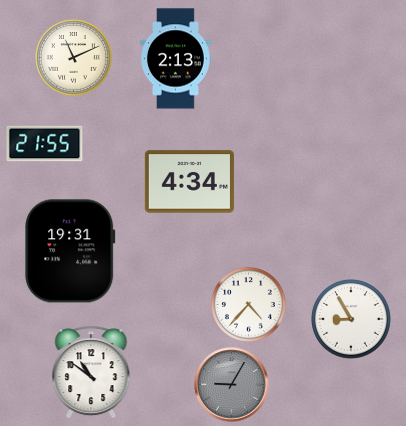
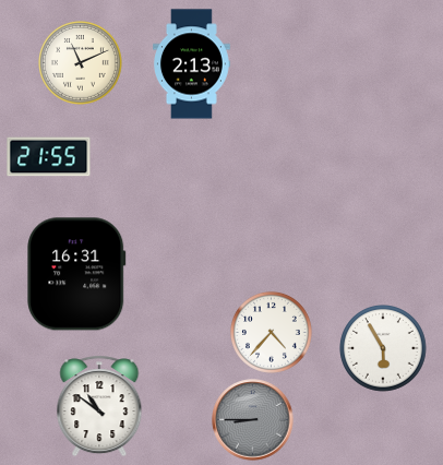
clock at (189, 182): 4:34 -> none
clock at (70, 251): 19:31 -> 16:31
clock at (352, 320): 8:55 -> 5:55
clock at (232, 385): 9:05 -> 8:45
